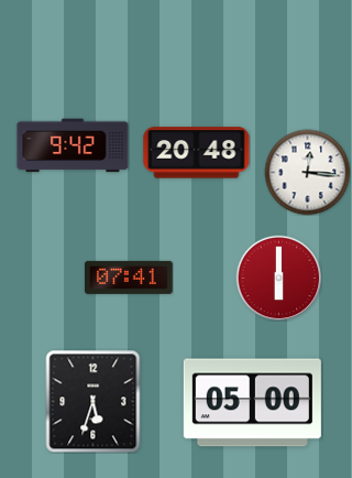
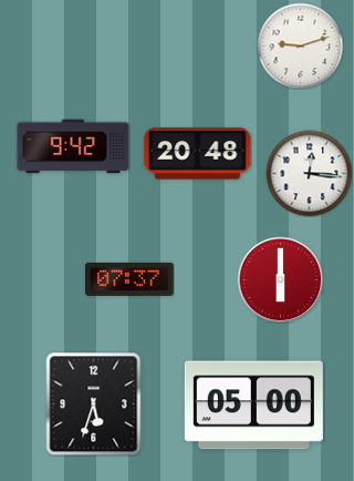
clock at (300, 45): none -> 9:12
clock at (130, 278): 07:41 -> 07:37
